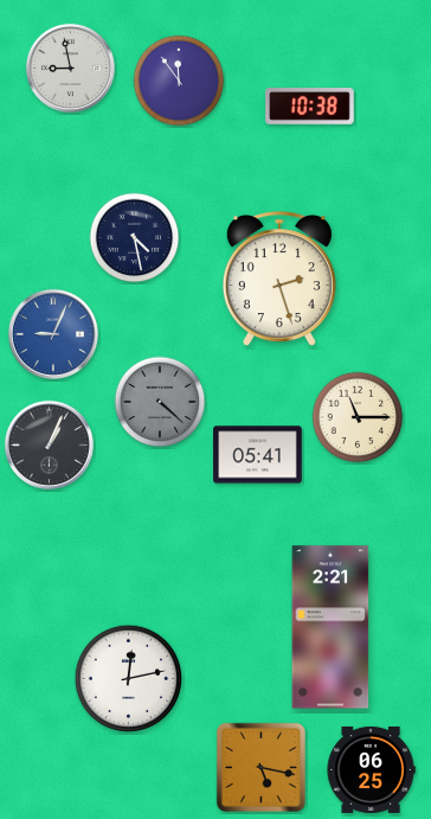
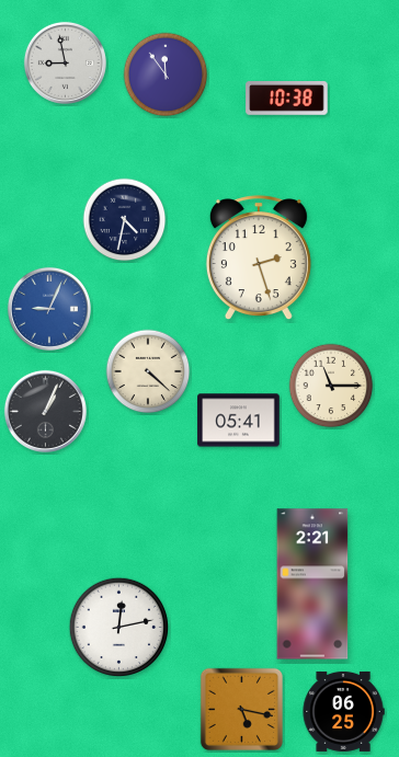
clock at (135, 238): 4:28 -> 4:32
clock at (160, 402) dial: grey -> cream
clock at (330, 627) position: (330, 627) -> (312, 584)
